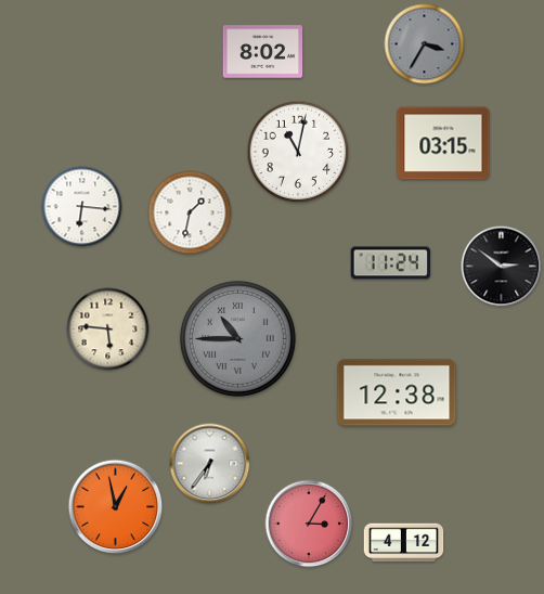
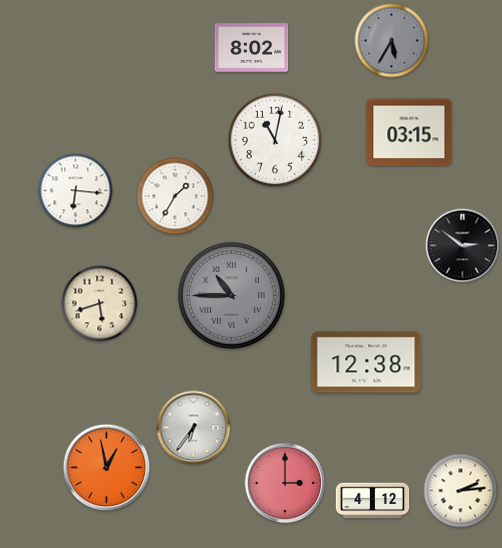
clock at (425, 44): 3:35 -> 5:35
clock at (263, 52) position: (263, 52) -> (252, 48)
clock at (190, 212): 1:32 -> 1:35
clock at (391, 263): 11:24 -> none
clock at (108, 330): 5:46 -> 5:42
clock at (237, 338) position: (237, 338) -> (231, 295)
clock at (309, 524): 3:05 -> 3:00
clock at (461, 491): none -> 2:14
